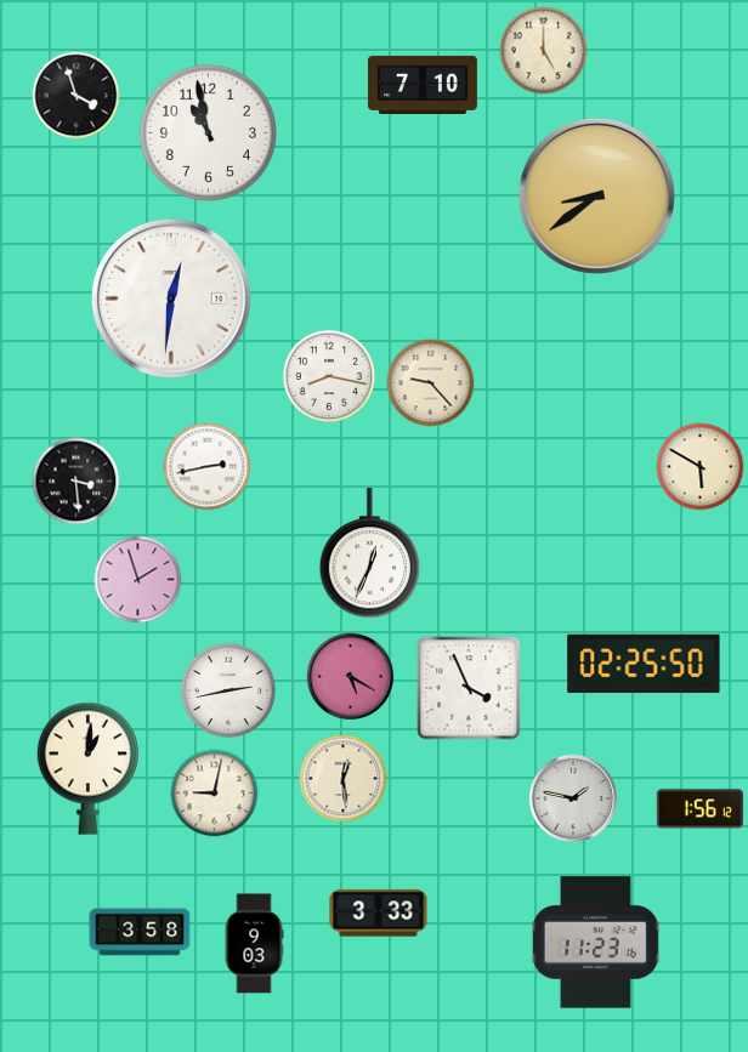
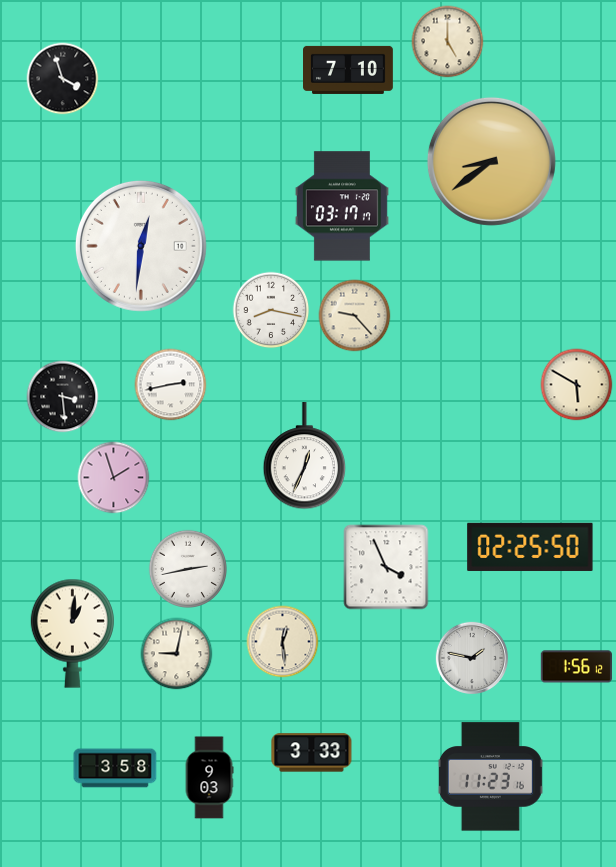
clock at (208, 132): 10:58 -> none
clock at (342, 206): none -> 03:17
clock at (350, 676): 5:20 -> none
